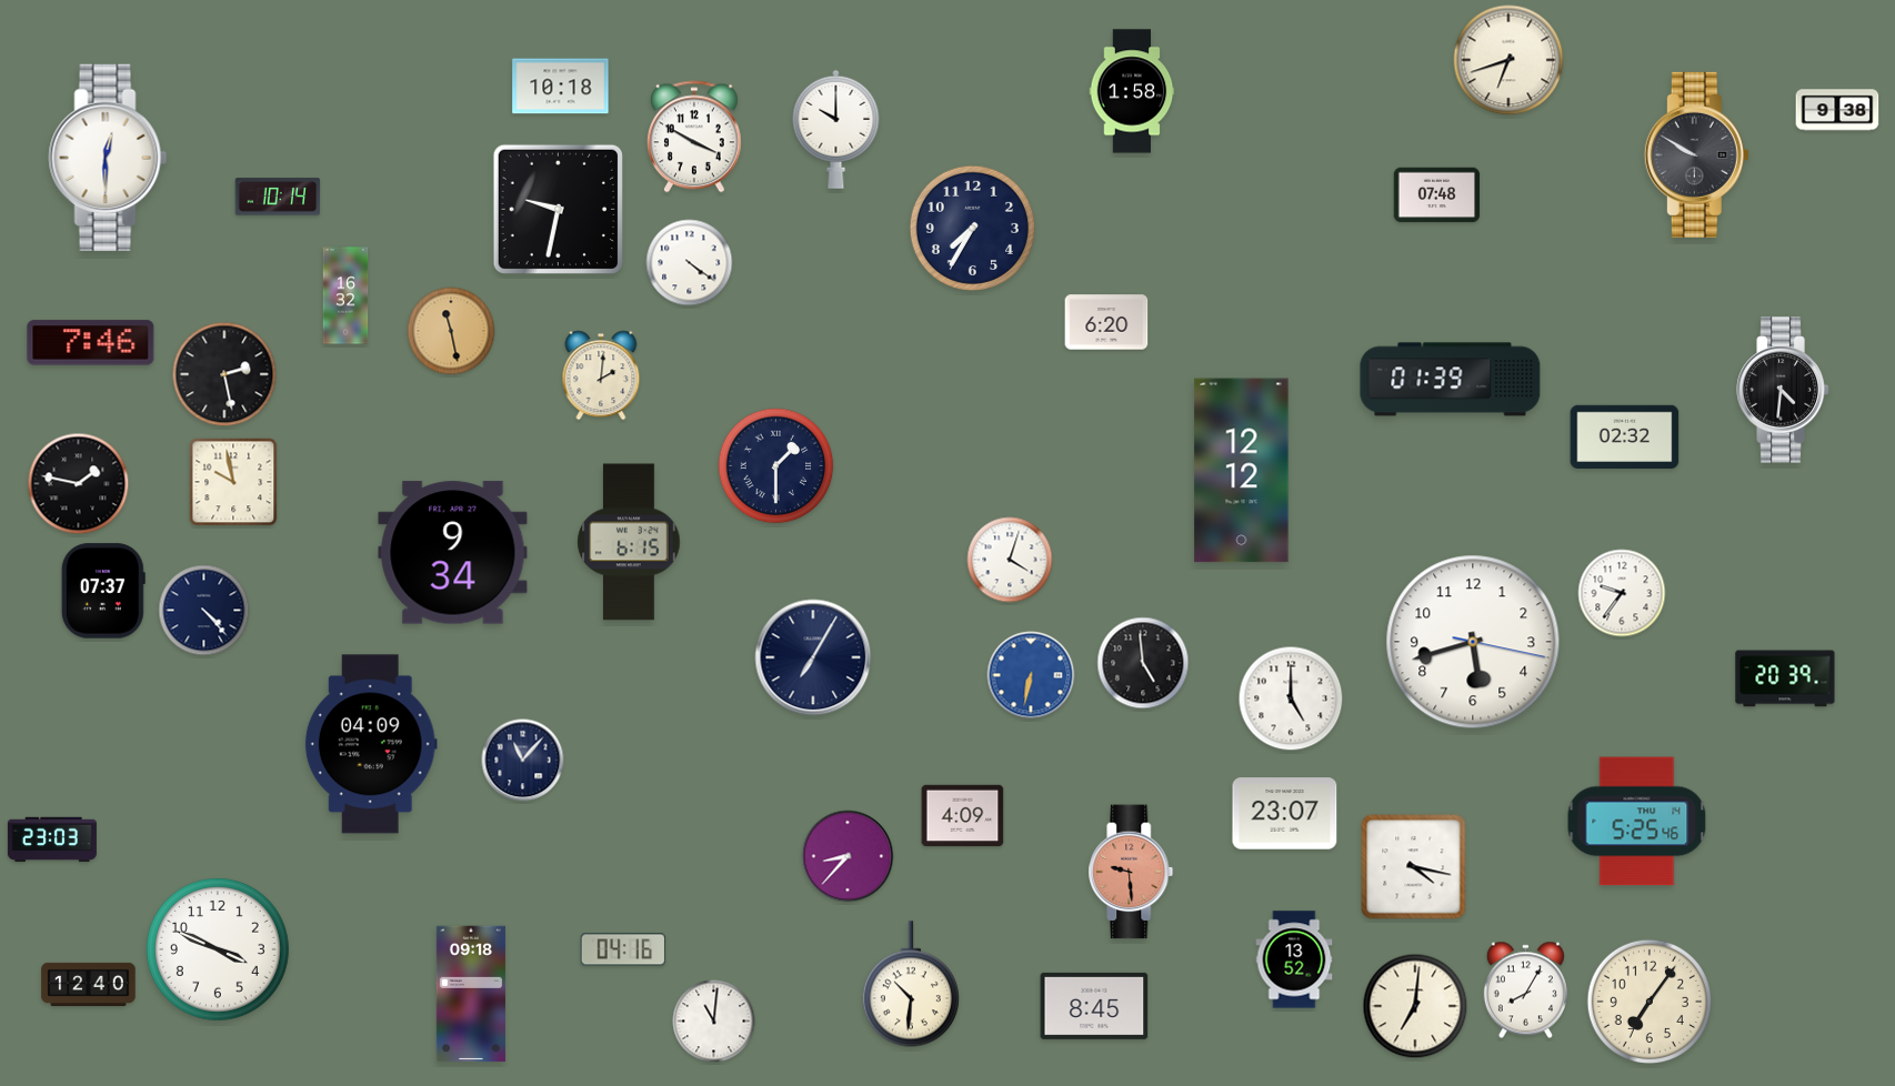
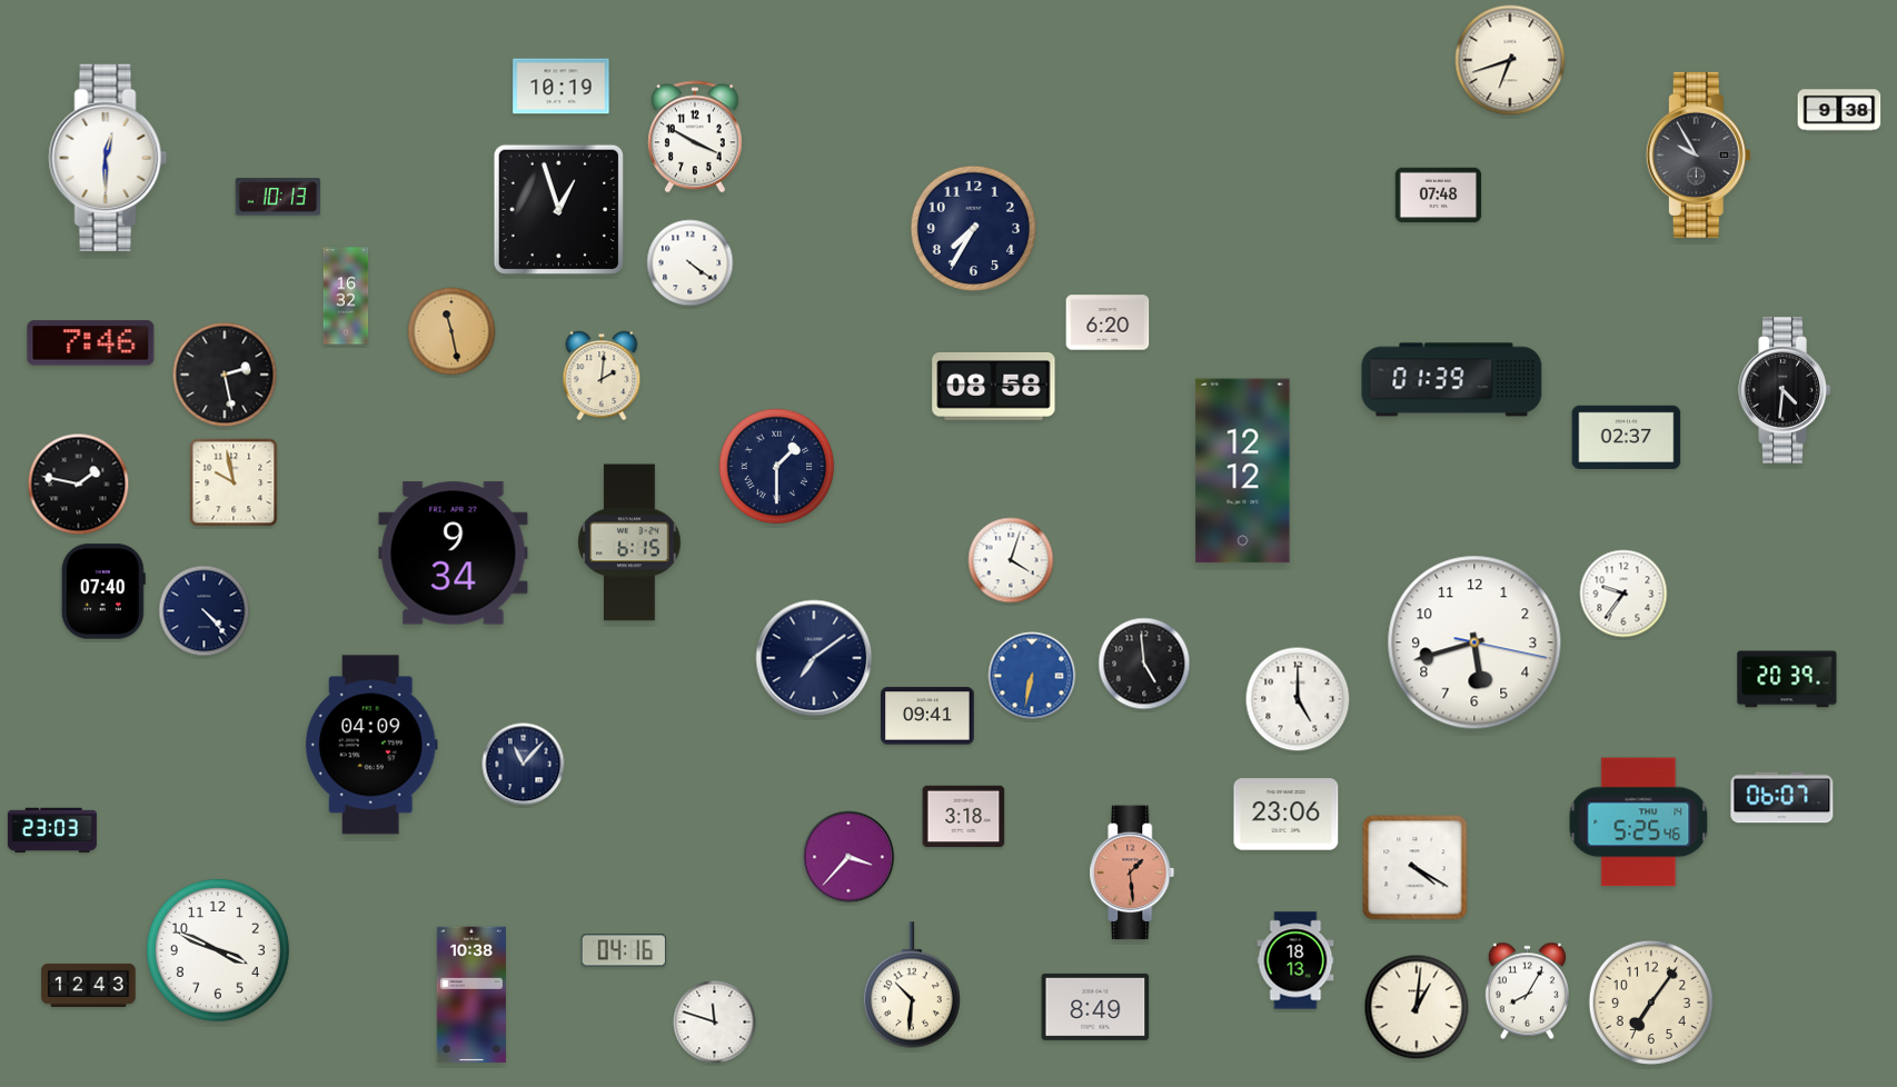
clock at (561, 87): 10:18 -> 10:19
clock at (1132, 91): 1:58 -> none
clock at (836, 129): 10:00 -> none
clock at (1696, 154): 9:50 -> 9:55
clock at (278, 197): 10:14 -> 10:13
clock at (558, 209): 9:32 -> 12:57
clock at (994, 387): none -> 08:58
clock at (1625, 436): 02:32 -> 02:37
clock at (103, 591): 07:37 -> 07:40
clock at (813, 657): 7:05 -> 7:09
clock at (1291, 698) position: (1291, 698) -> (1298, 699)
clock at (927, 716): none -> 09:41
clock at (523, 761) position: (523, 761) -> (524, 765)
clock at (1782, 798): none -> 06:07
clock at (1285, 814): 23:07 -> 23:06
clock at (963, 816): 4:09 -> 3:18
clock at (52, 839) position: (52, 839) -> (52, 830)
clock at (848, 856): 8:37 -> 3:37
clock at (1414, 867): 4:17 -> 4:20
clock at (1131, 872): 9:29 -> 1:29
clock at (1294, 959): 13:52 -> 18:13
clock at (89, 984): 12:40 -> 12:43
clock at (471, 994): 09:18 -> 10:38
clock at (1094, 1006): 8:45 -> 8:49
clock at (1415, 1006): 7:01 -> 1:01
clock at (714, 1022): 11:01 -> 11:48
